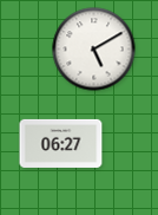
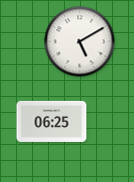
clock at (61, 143): 06:27 -> 06:25
